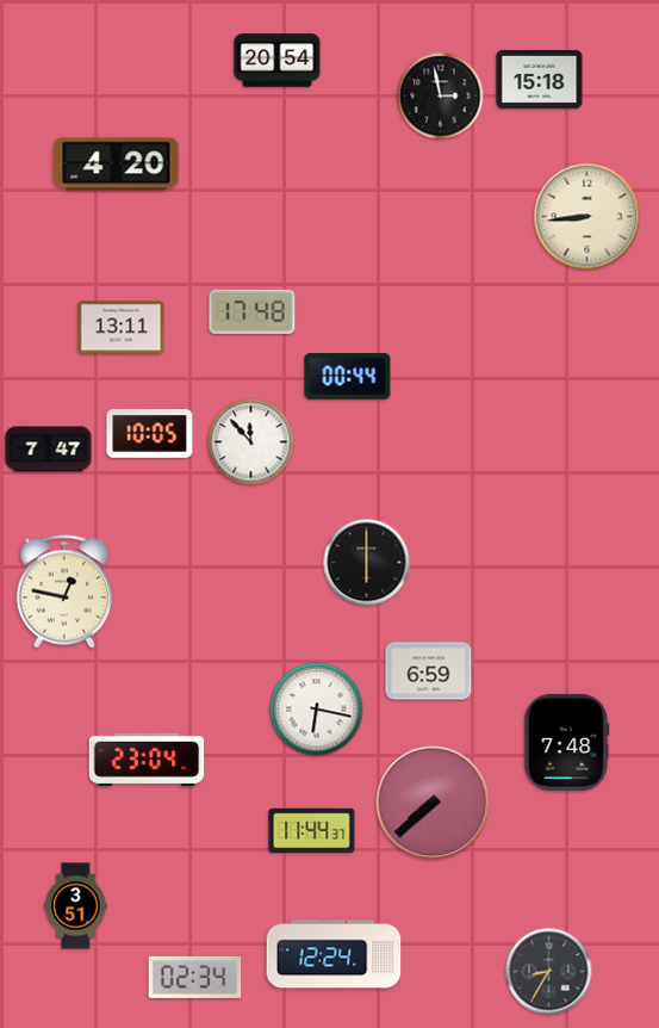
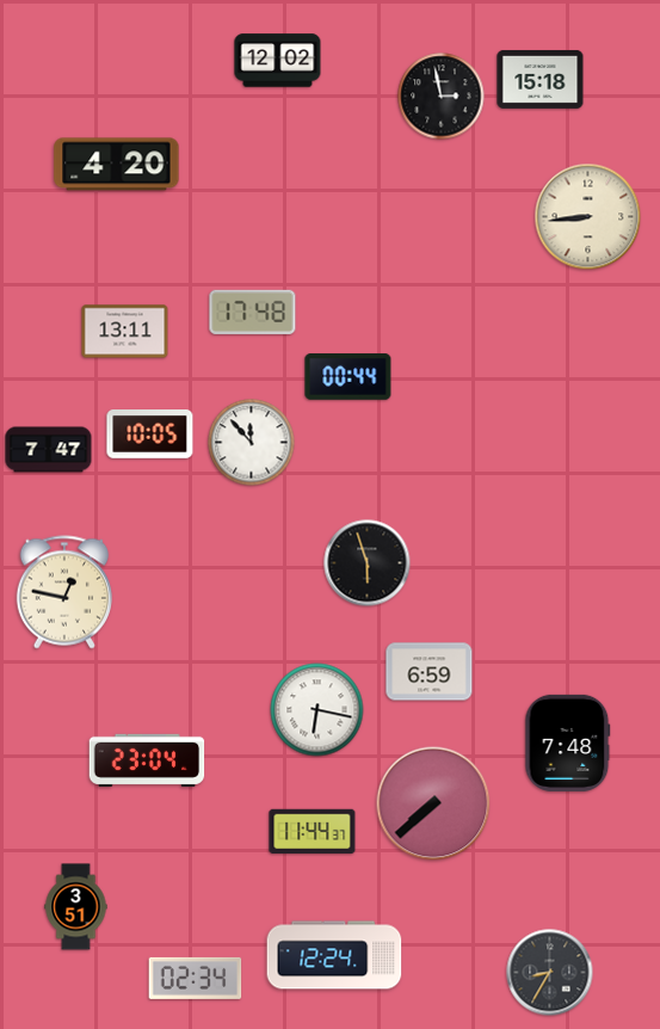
clock at (278, 61): 20:54 -> 12:02
clock at (122, 328) position: (122, 328) -> (125, 332)
clock at (367, 563): 6:00 -> 5:57
